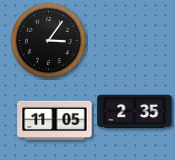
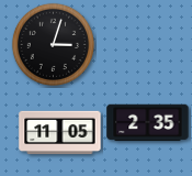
clock at (48, 40): 3:06 -> 3:03
